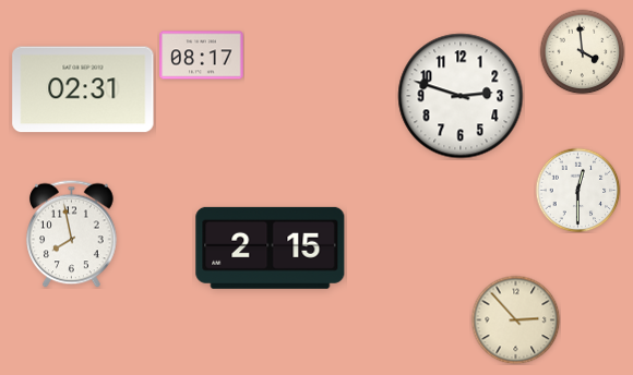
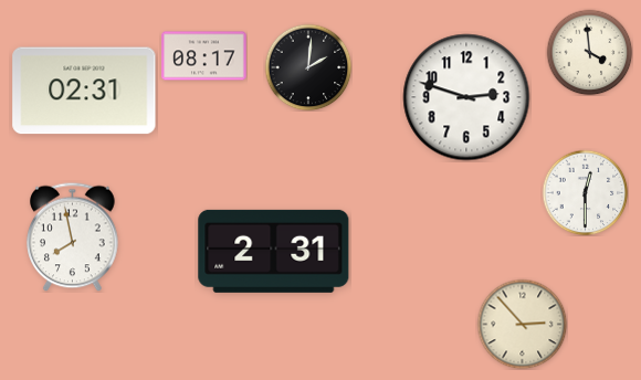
clock at (308, 67): none -> 2:01
clock at (271, 247): 2:15 -> 2:31
